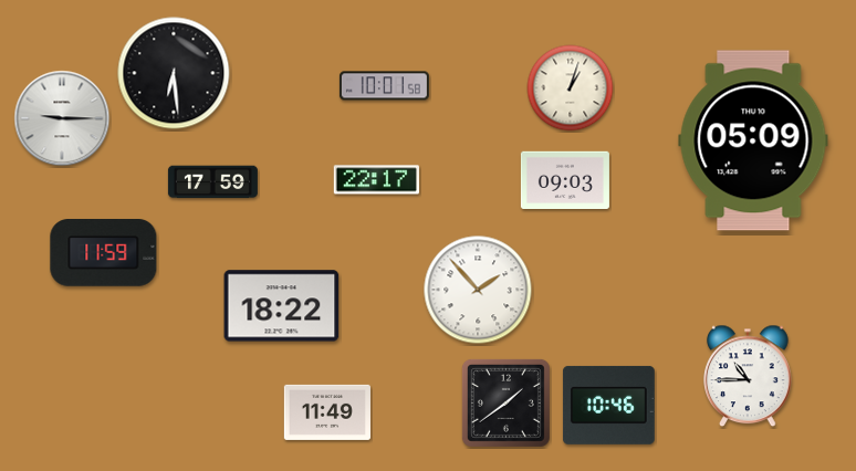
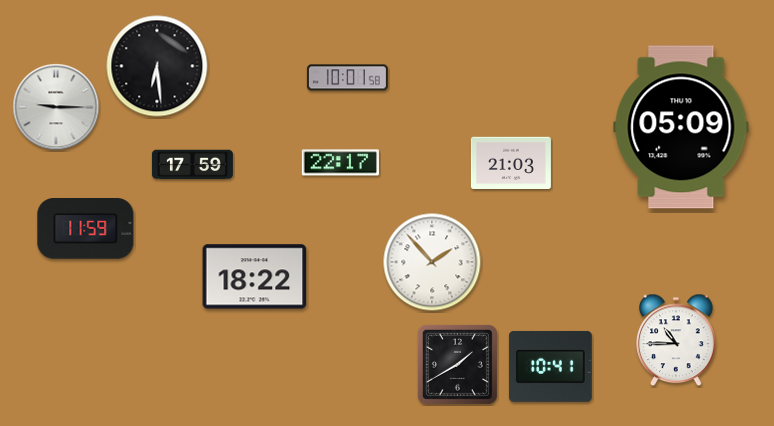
clock at (571, 88): 1:03 -> none
clock at (565, 180): 09:03 -> 21:03
clock at (104, 253) position: (104, 253) -> (86, 229)
clock at (505, 402): 1:39 -> 1:40
clock at (608, 405): 10:46 -> 10:41
clock at (327, 412): 11:49 -> none
